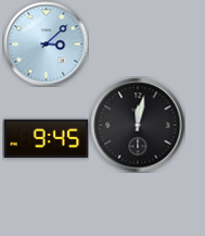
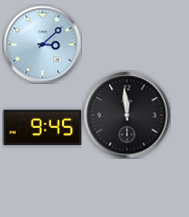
clock at (46, 44) position: (46, 44) -> (42, 44)
clock at (138, 125): 12:02 -> 11:59
